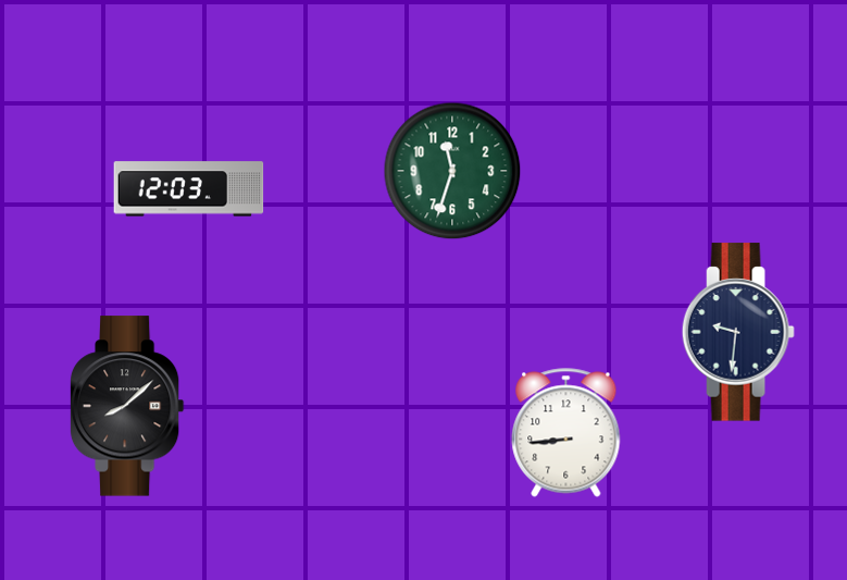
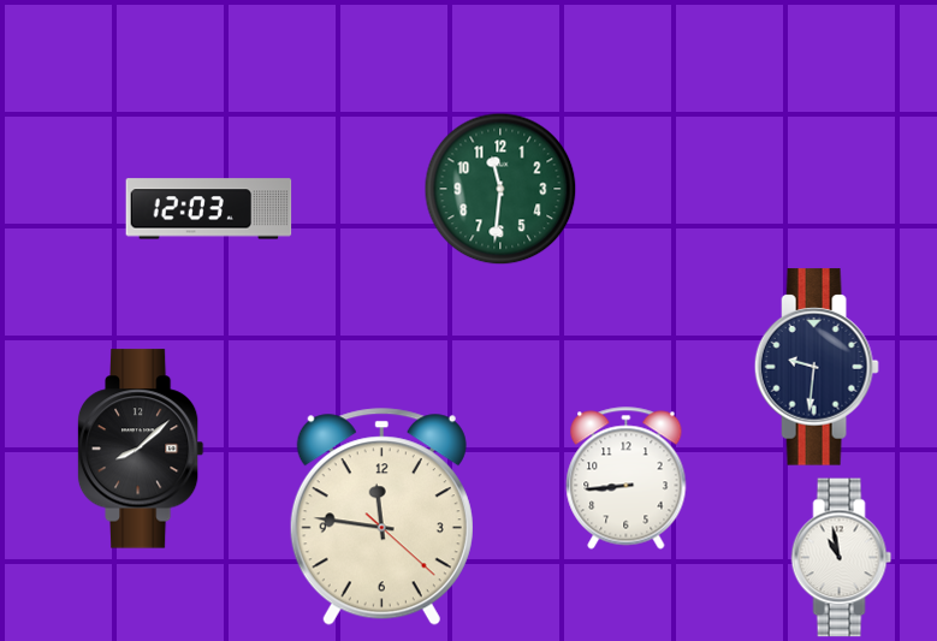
clock at (452, 171): 11:33 -> 11:31
clock at (381, 517): none -> 11:46
clock at (842, 558): none -> 10:58
